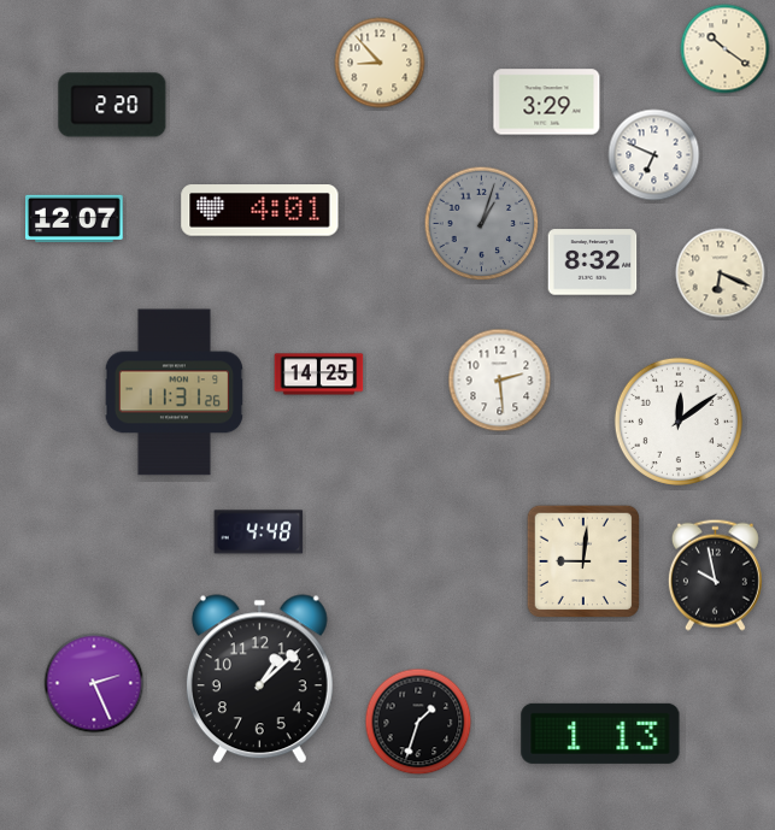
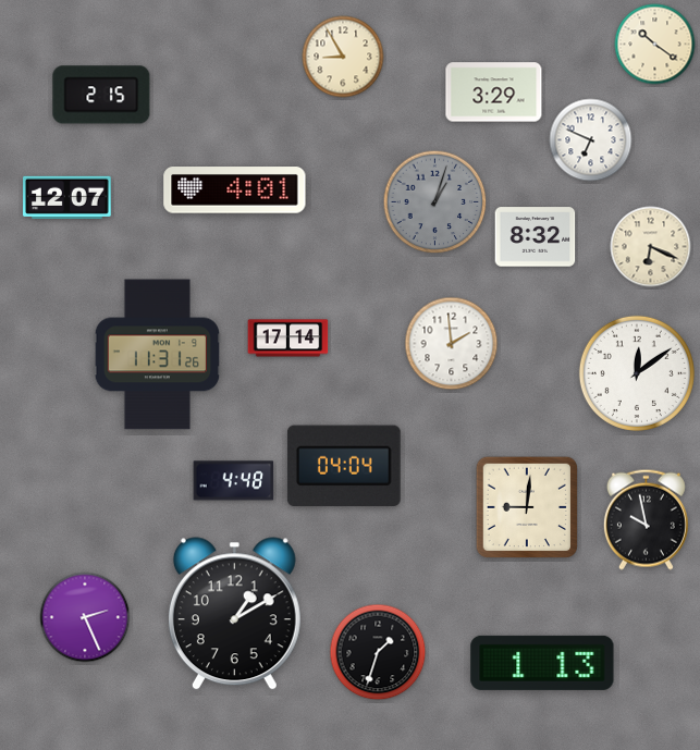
clock at (380, 63): 8:53 -> 8:55
clock at (112, 105): 2:20 -> 2:15
clock at (319, 375): 14:25 -> 17:14
clock at (500, 381): 2:29 -> 1:59
clock at (679, 422) position: (679, 422) -> (637, 373)
clock at (344, 466): none -> 04:04
clock at (259, 679): 1:08 -> 1:10
